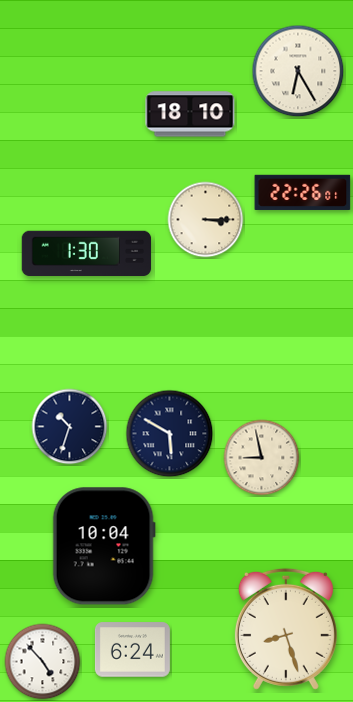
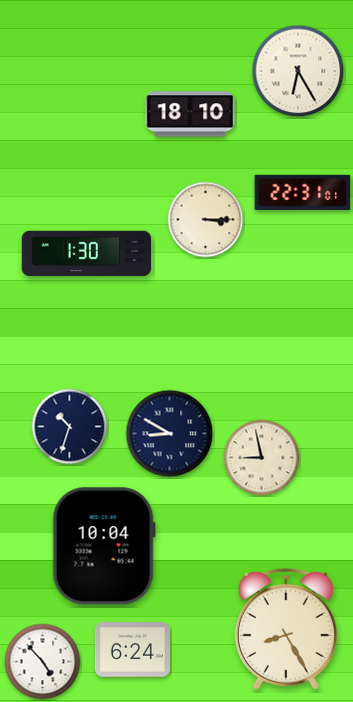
clock at (303, 192): 22:26 -> 22:31
clock at (170, 434): 5:50 -> 8:50
clock at (286, 629): 8:27 -> 8:25
